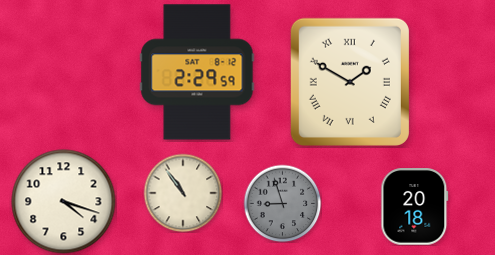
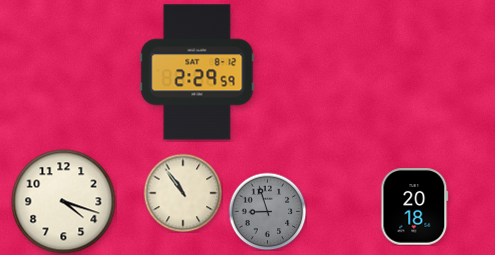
clock at (350, 82): 1:50 -> none
clock at (282, 203) position: (282, 203) -> (267, 211)
